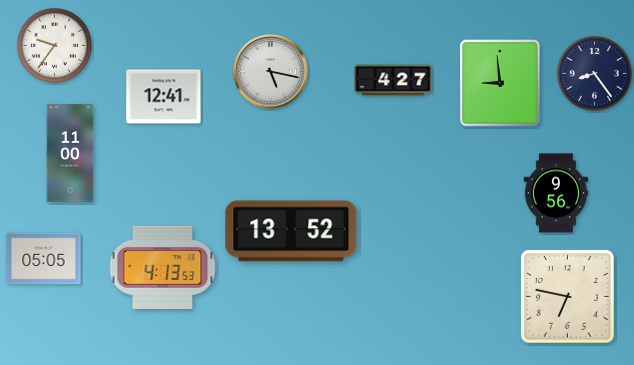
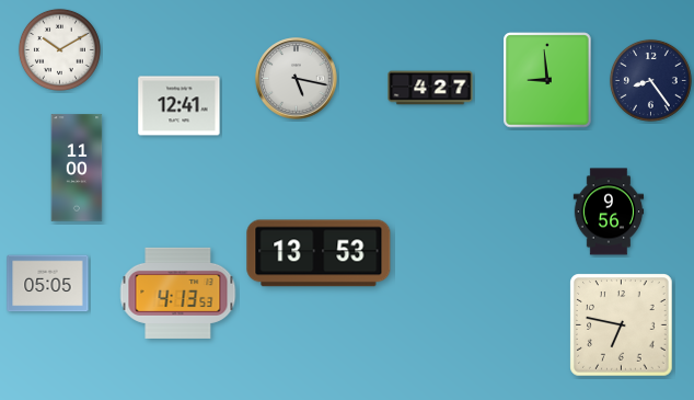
clock at (54, 45): 9:36 -> 10:10
clock at (500, 83) position: (500, 83) -> (547, 80)
clock at (291, 231): 13:52 -> 13:53
